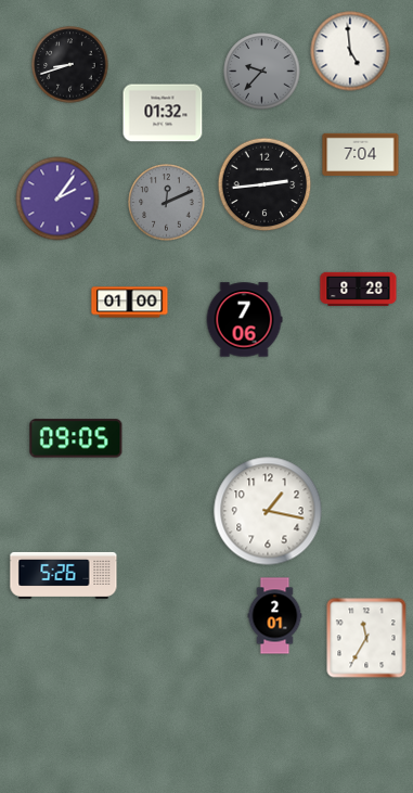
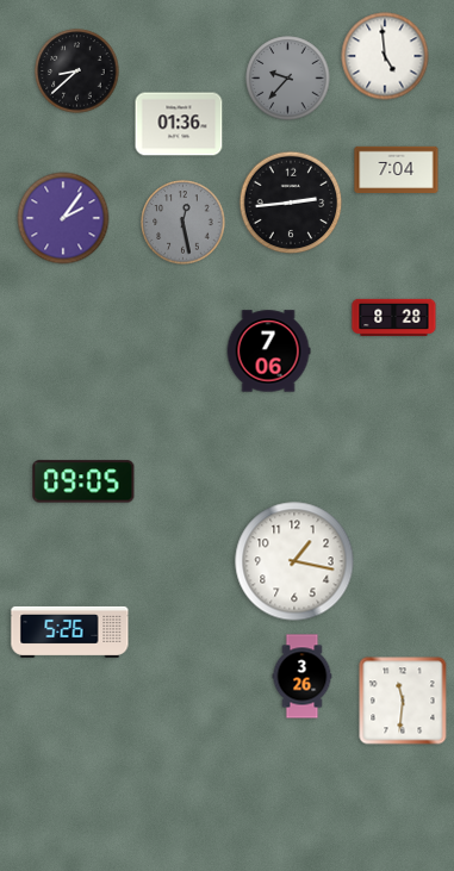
clock at (70, 65): 8:42 -> 8:38
clock at (163, 113): 01:32 -> 01:36
clock at (167, 203): 12:11 -> 12:28
clock at (130, 303): 01:00 -> none
clock at (275, 616): 2:01 -> 3:26
clock at (366, 638): 11:35 -> 11:31
